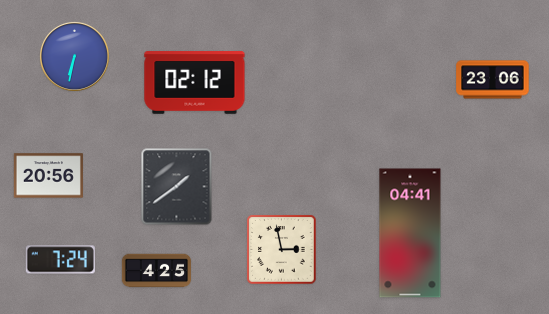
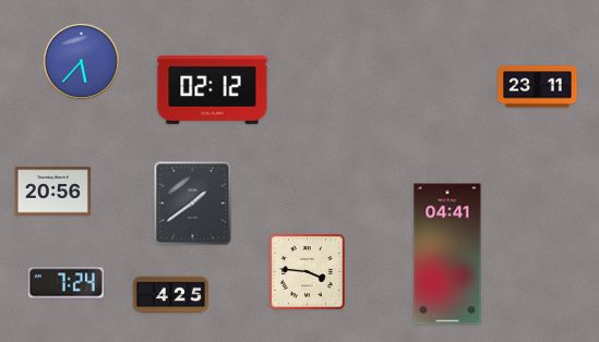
clock at (74, 56): 6:32 -> 5:37
clock at (493, 80): 23:06 -> 23:11
clock at (282, 250): 2:58 -> 3:46
